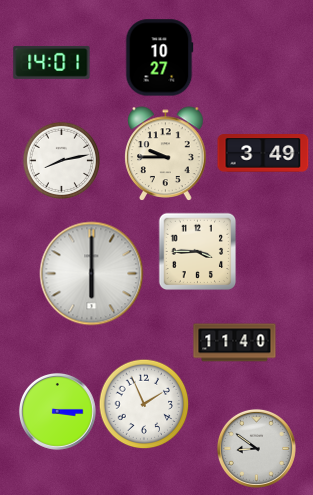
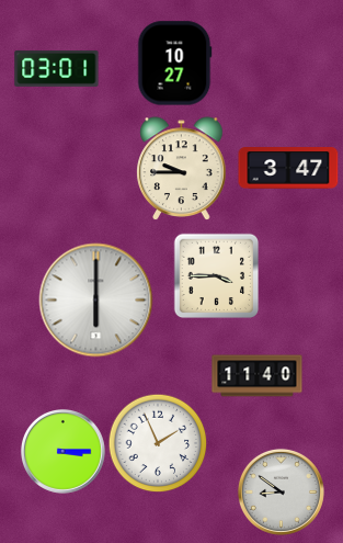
clock at (52, 62): 14:01 -> 03:01
clock at (263, 153): 3:49 -> 3:47
clock at (61, 160): 8:13 -> none
clock at (92, 274) position: (92, 274) -> (96, 301)
